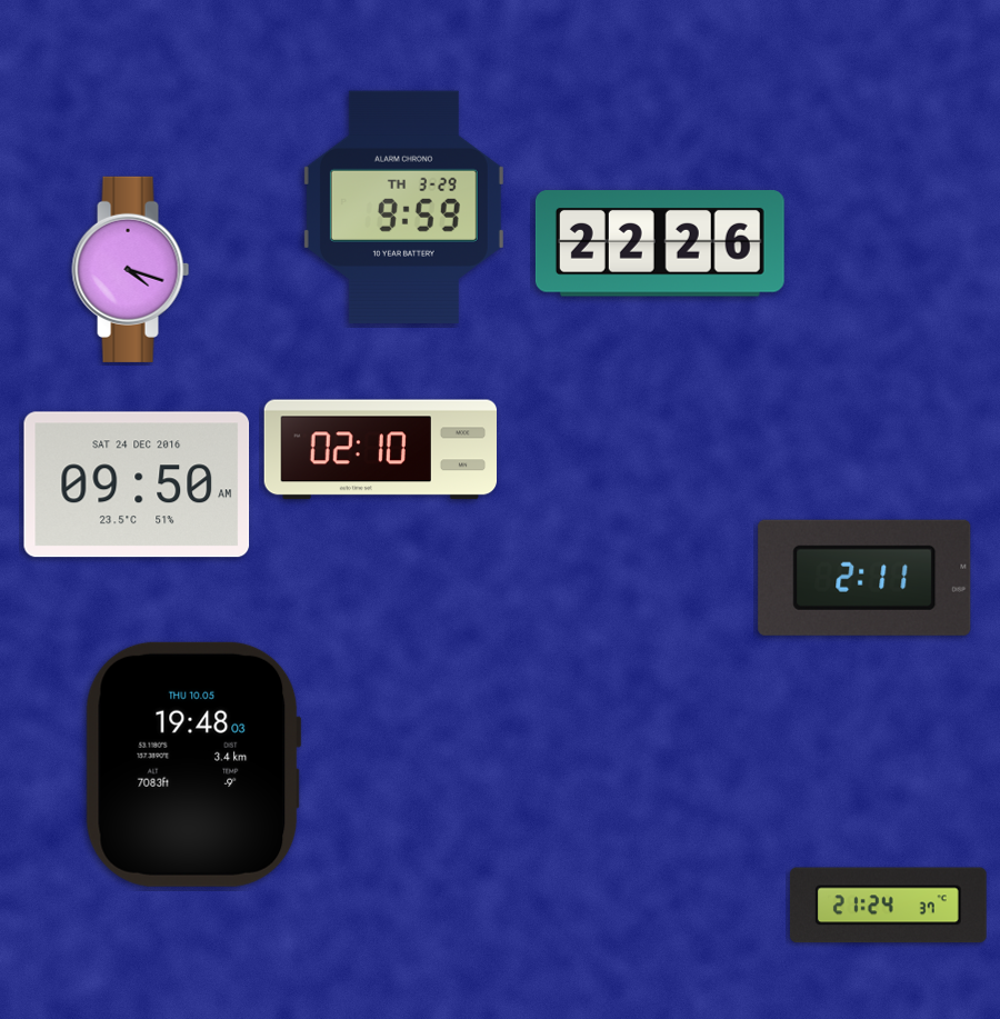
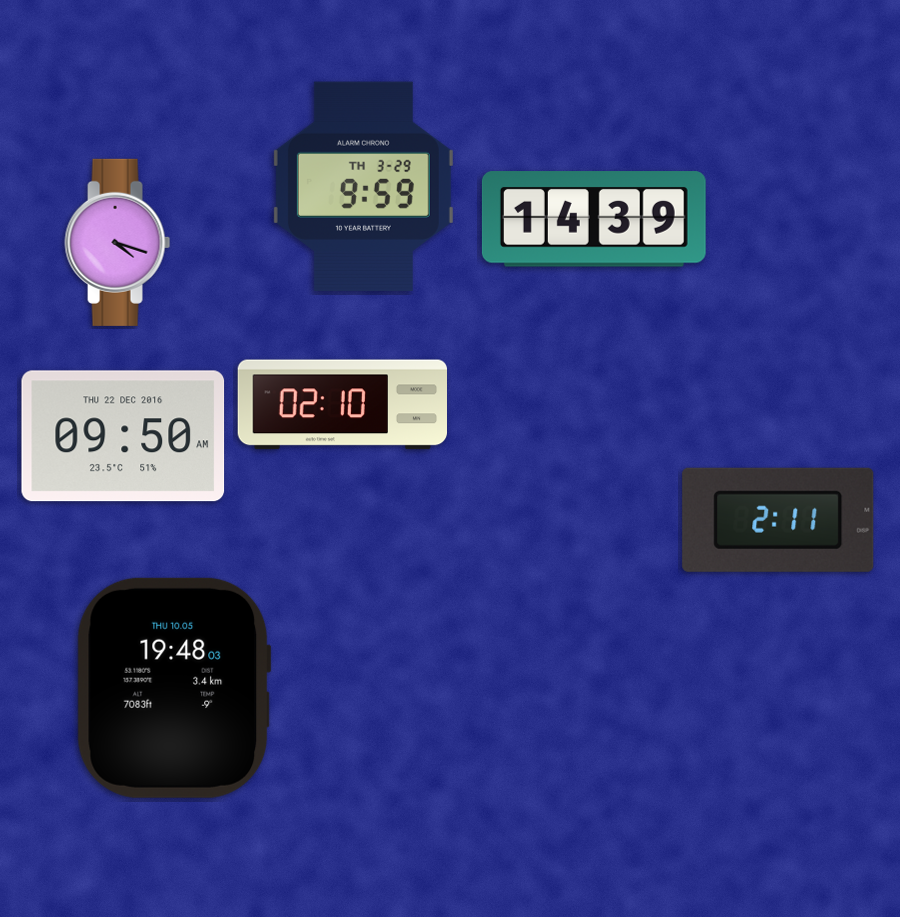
clock at (660, 243): 22:26 -> 14:39
clock at (137, 484) date: SAT 24 DEC 2016 -> THU 22 DEC 2016
clock at (888, 906): 21:24 -> none
